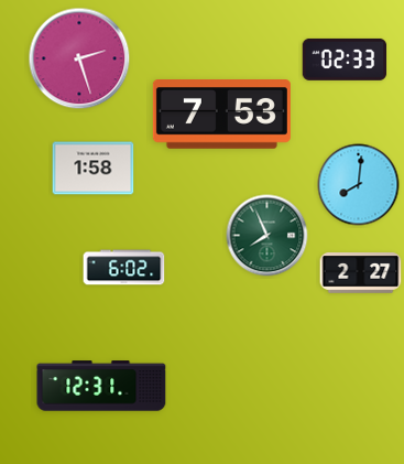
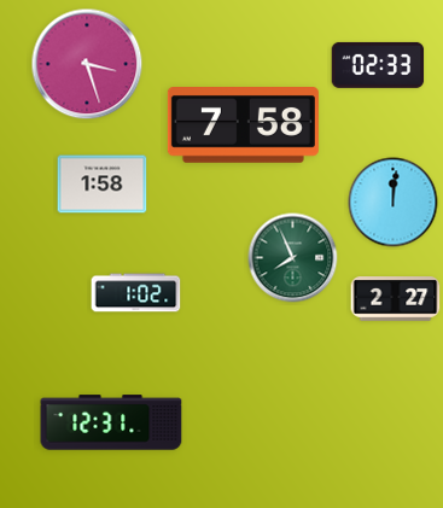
clock at (79, 58): 2:27 -> 3:27
clock at (221, 115): 7:53 -> 7:58
clock at (359, 185): 8:01 -> 12:01
clock at (124, 268): 6:02 -> 1:02
